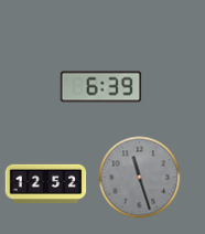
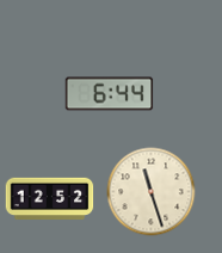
clock at (101, 87): 6:39 -> 6:44
clock at (140, 178) dial: grey -> cream
